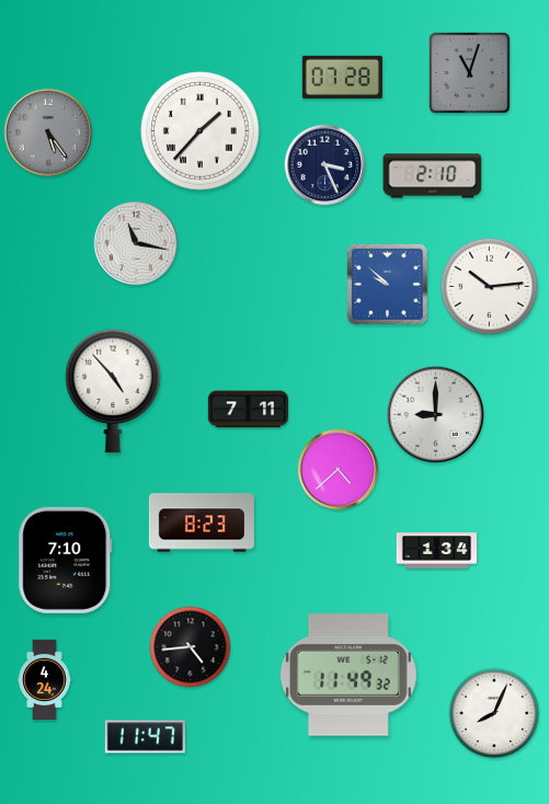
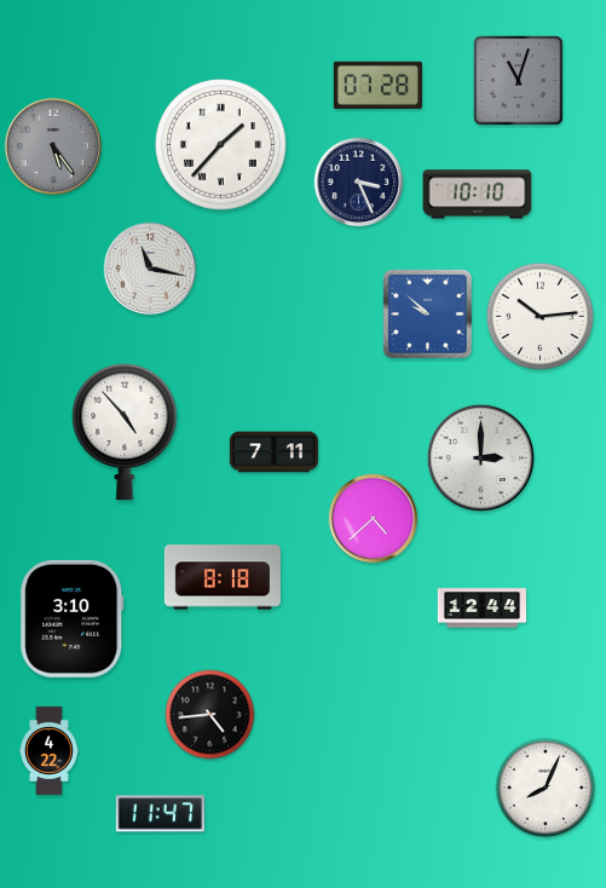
clock at (433, 176): 2:10 -> 10:10
clock at (435, 414): 9:00 -> 3:00
clock at (202, 522): 8:23 -> 8:18
clock at (436, 551): 1:34 -> 12:44
clock at (66, 560): 7:10 -> 3:10
clock at (348, 675): 11:49 -> none
clock at (45, 679): 4:24 -> 4:22
